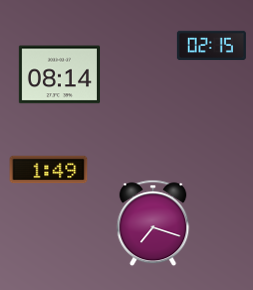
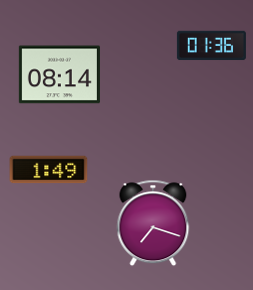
clock at (211, 46): 02:15 -> 01:36
